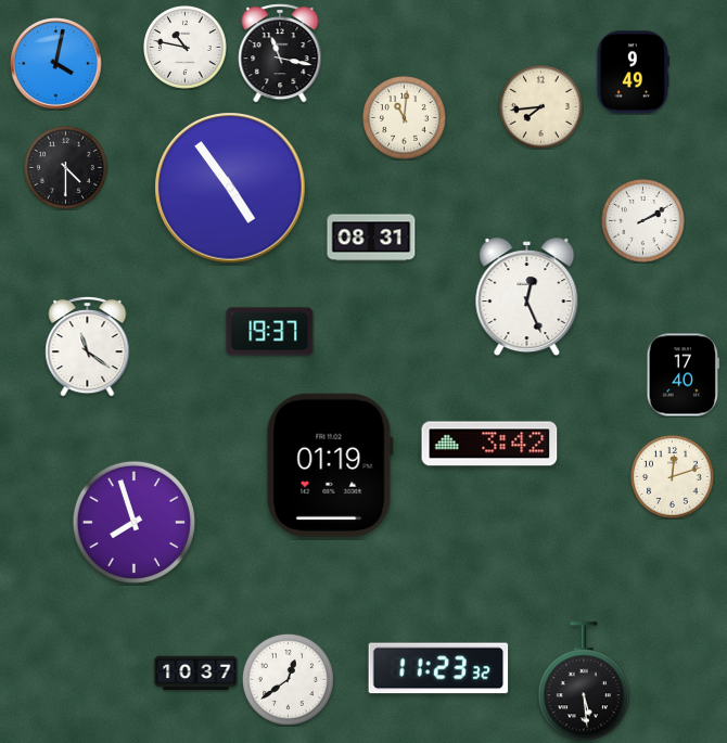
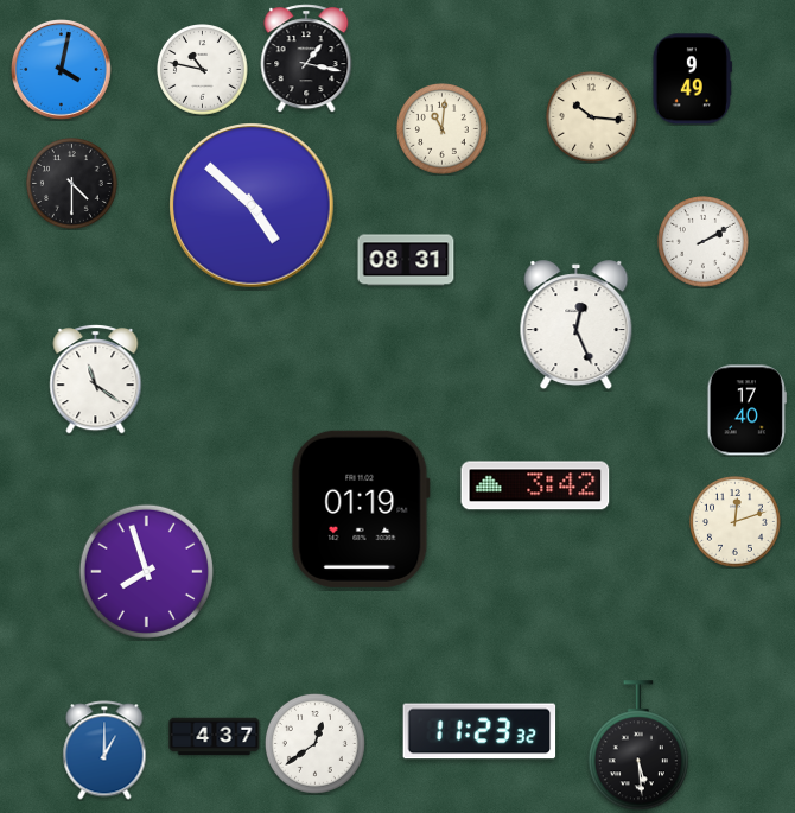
clock at (186, 48) position: (186, 48) -> (203, 70)
clock at (280, 53): 11:17 -> 1:17
clock at (541, 107): 7:44 -> 10:16
clock at (230, 188): 4:54 -> 4:52
clock at (270, 332): 19:37 -> none
clock at (196, 674): 10:37 -> 4:37
clock at (104, 750): none -> 1:00
